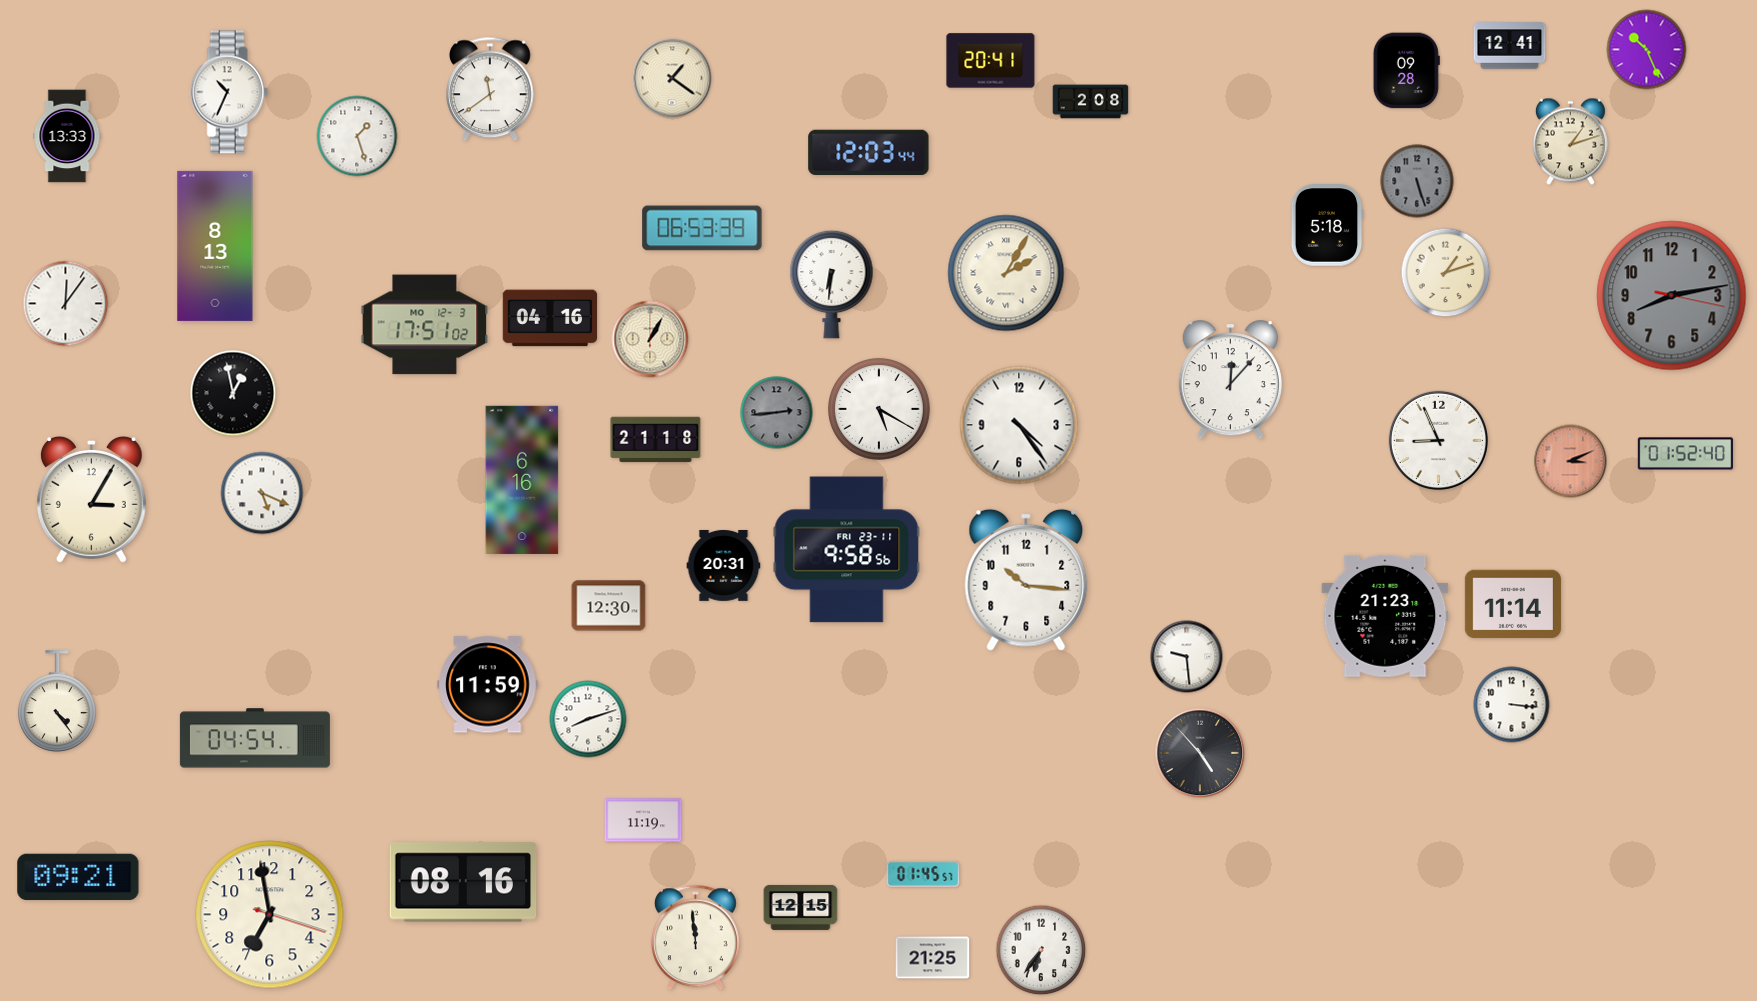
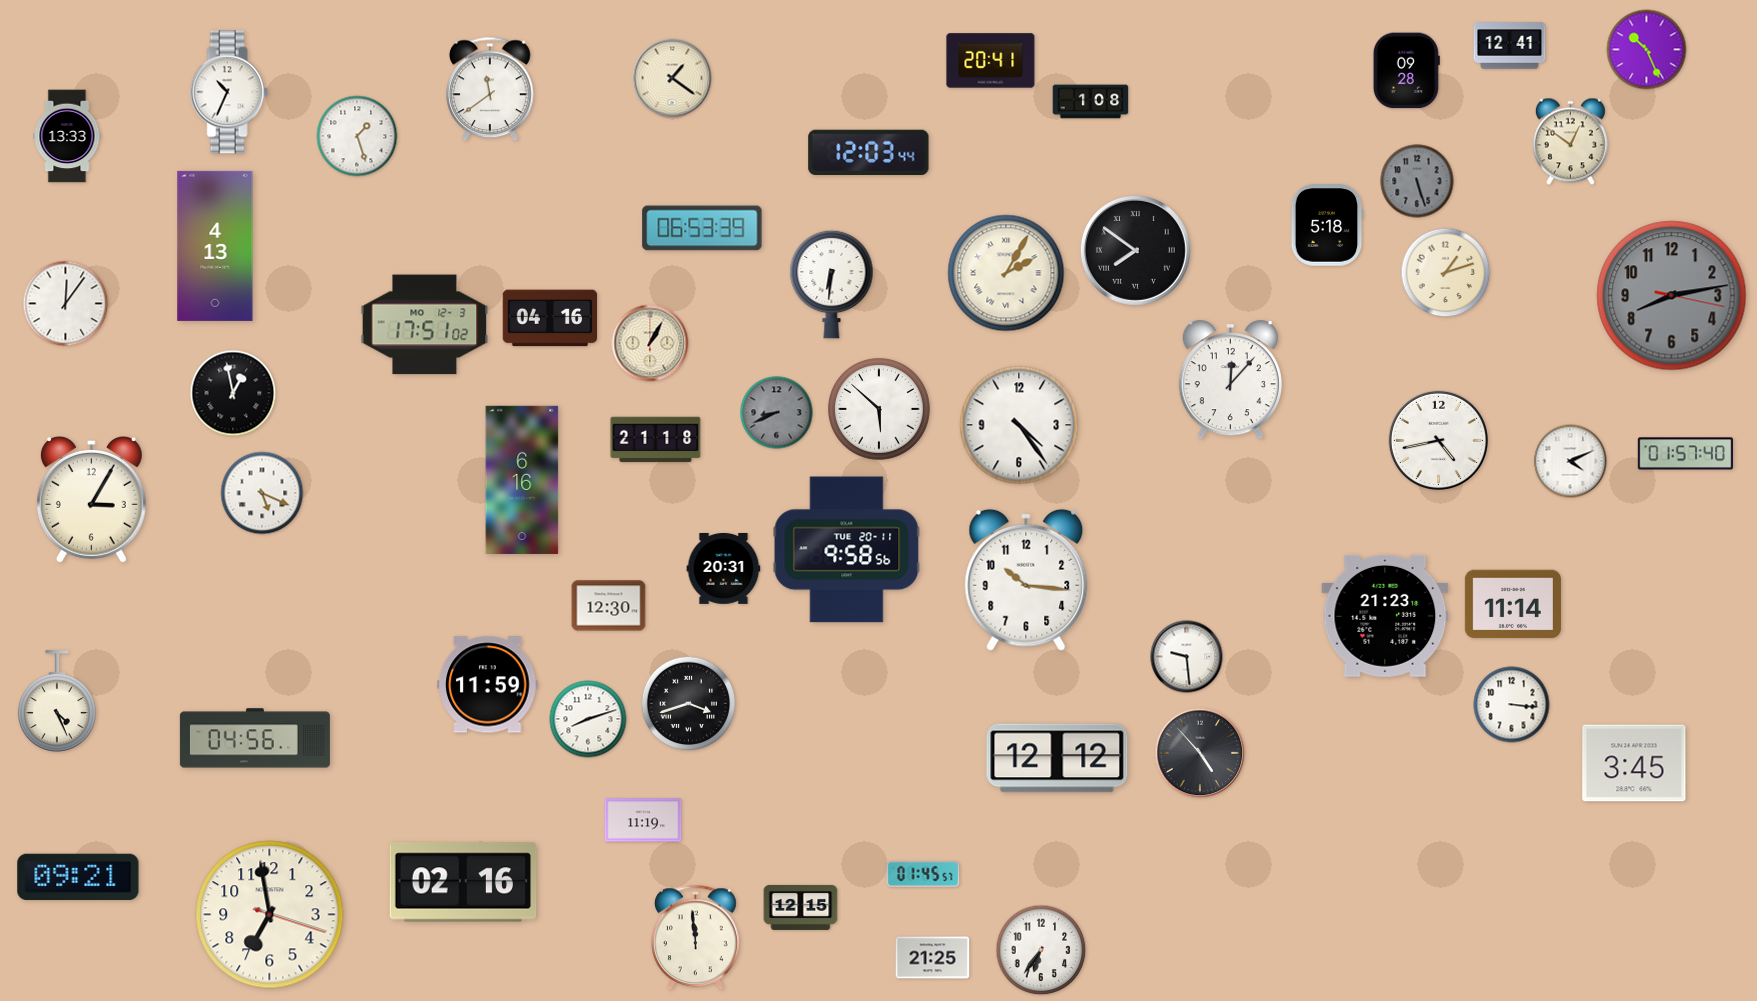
clock at (1091, 102): 2:08 -> 1:08
clock at (1570, 142): 1:12 -> 12:51
clock at (215, 246): 8:13 -> 4:13
clock at (1135, 250): none -> 7:51
clock at (650, 339) position: (650, 339) -> (650, 343)
clock at (880, 410): 5:20 -> 5:52
clock at (777, 413): 2:44 -> 8:41
clock at (1438, 440): 8:56 -> 4:43
clock at (1685, 454): 01:52 -> 01:57
clock at (1570, 461): 3:11 -> 4:11
clock at (1570, 461) dial: salmon -> white
clock at (847, 550) date: FRI 23-11 -> TUE 20-11
clock at (724, 565) position: (724, 565) -> (724, 568)
clock at (57, 701): 4:24 -> 4:26
clock at (688, 703): none -> 3:42
clock at (255, 738): 04:54 -> 04:56
clock at (1057, 758): none -> 12:12
clock at (1634, 763): none -> 3:45
clock at (463, 882): 08:16 -> 02:16
